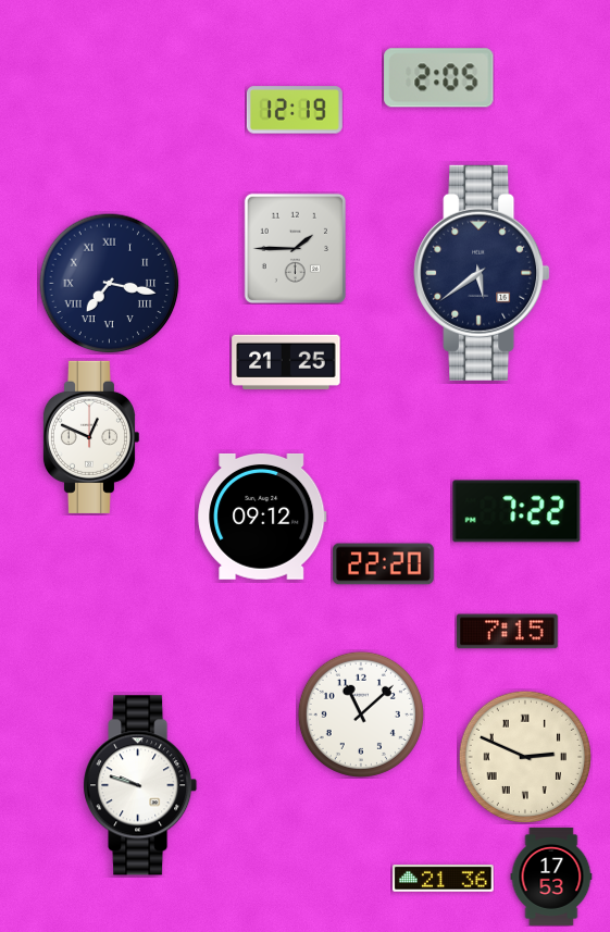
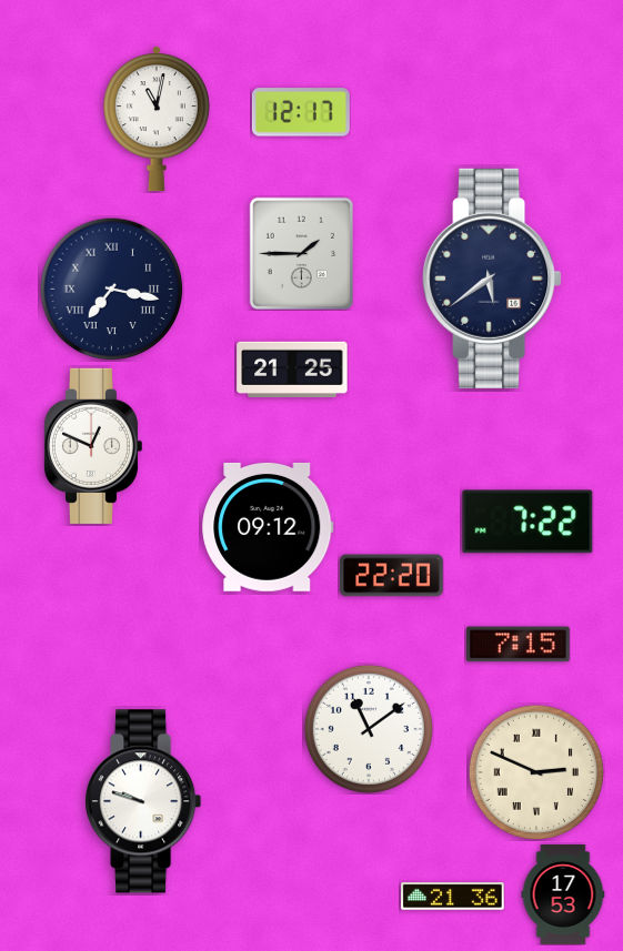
clock at (439, 78): 2:05 -> none
clock at (295, 110): 12:19 -> 12:17
clock at (157, 119): none -> 11:02
clock at (361, 714): 11:08 -> 11:09
